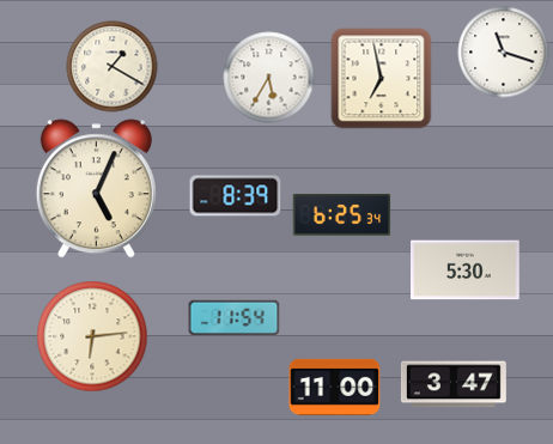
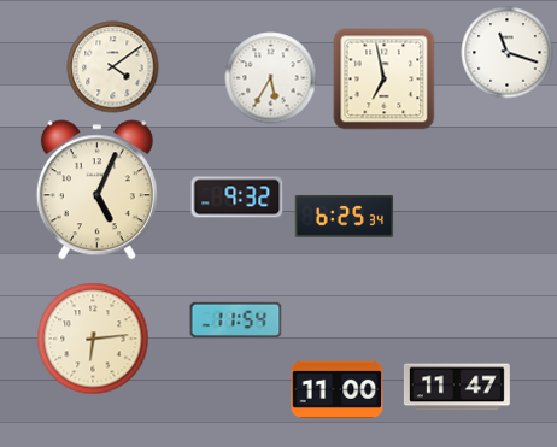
clock at (113, 67): 1:20 -> 4:09
clock at (236, 196): 8:39 -> 9:32
clock at (466, 270): 5:30 -> none
clock at (454, 384): 3:47 -> 11:47
